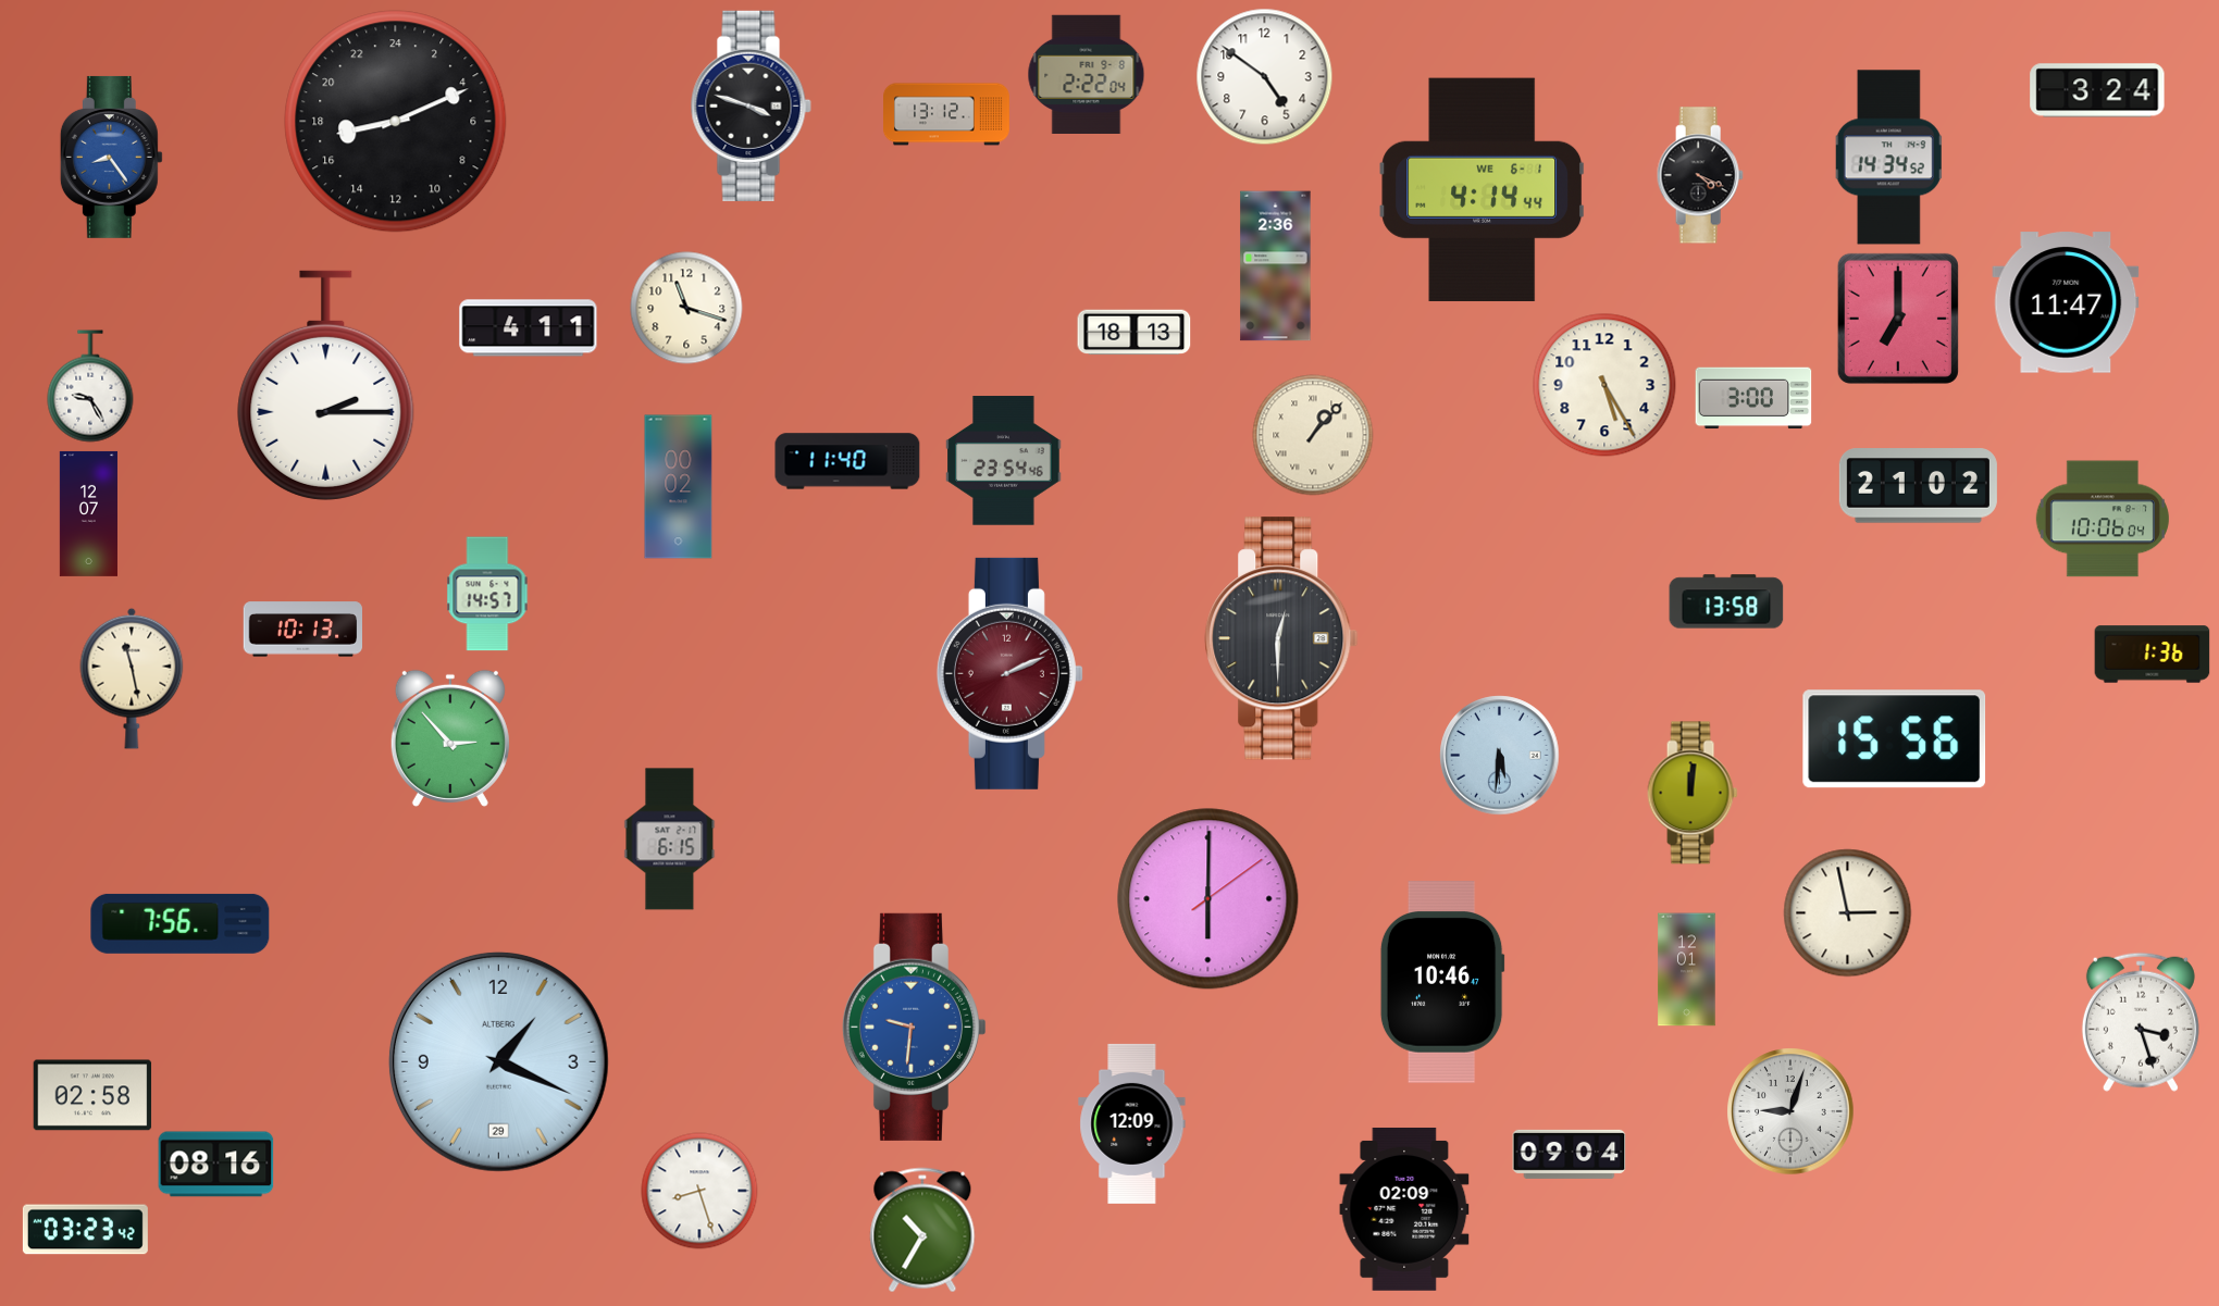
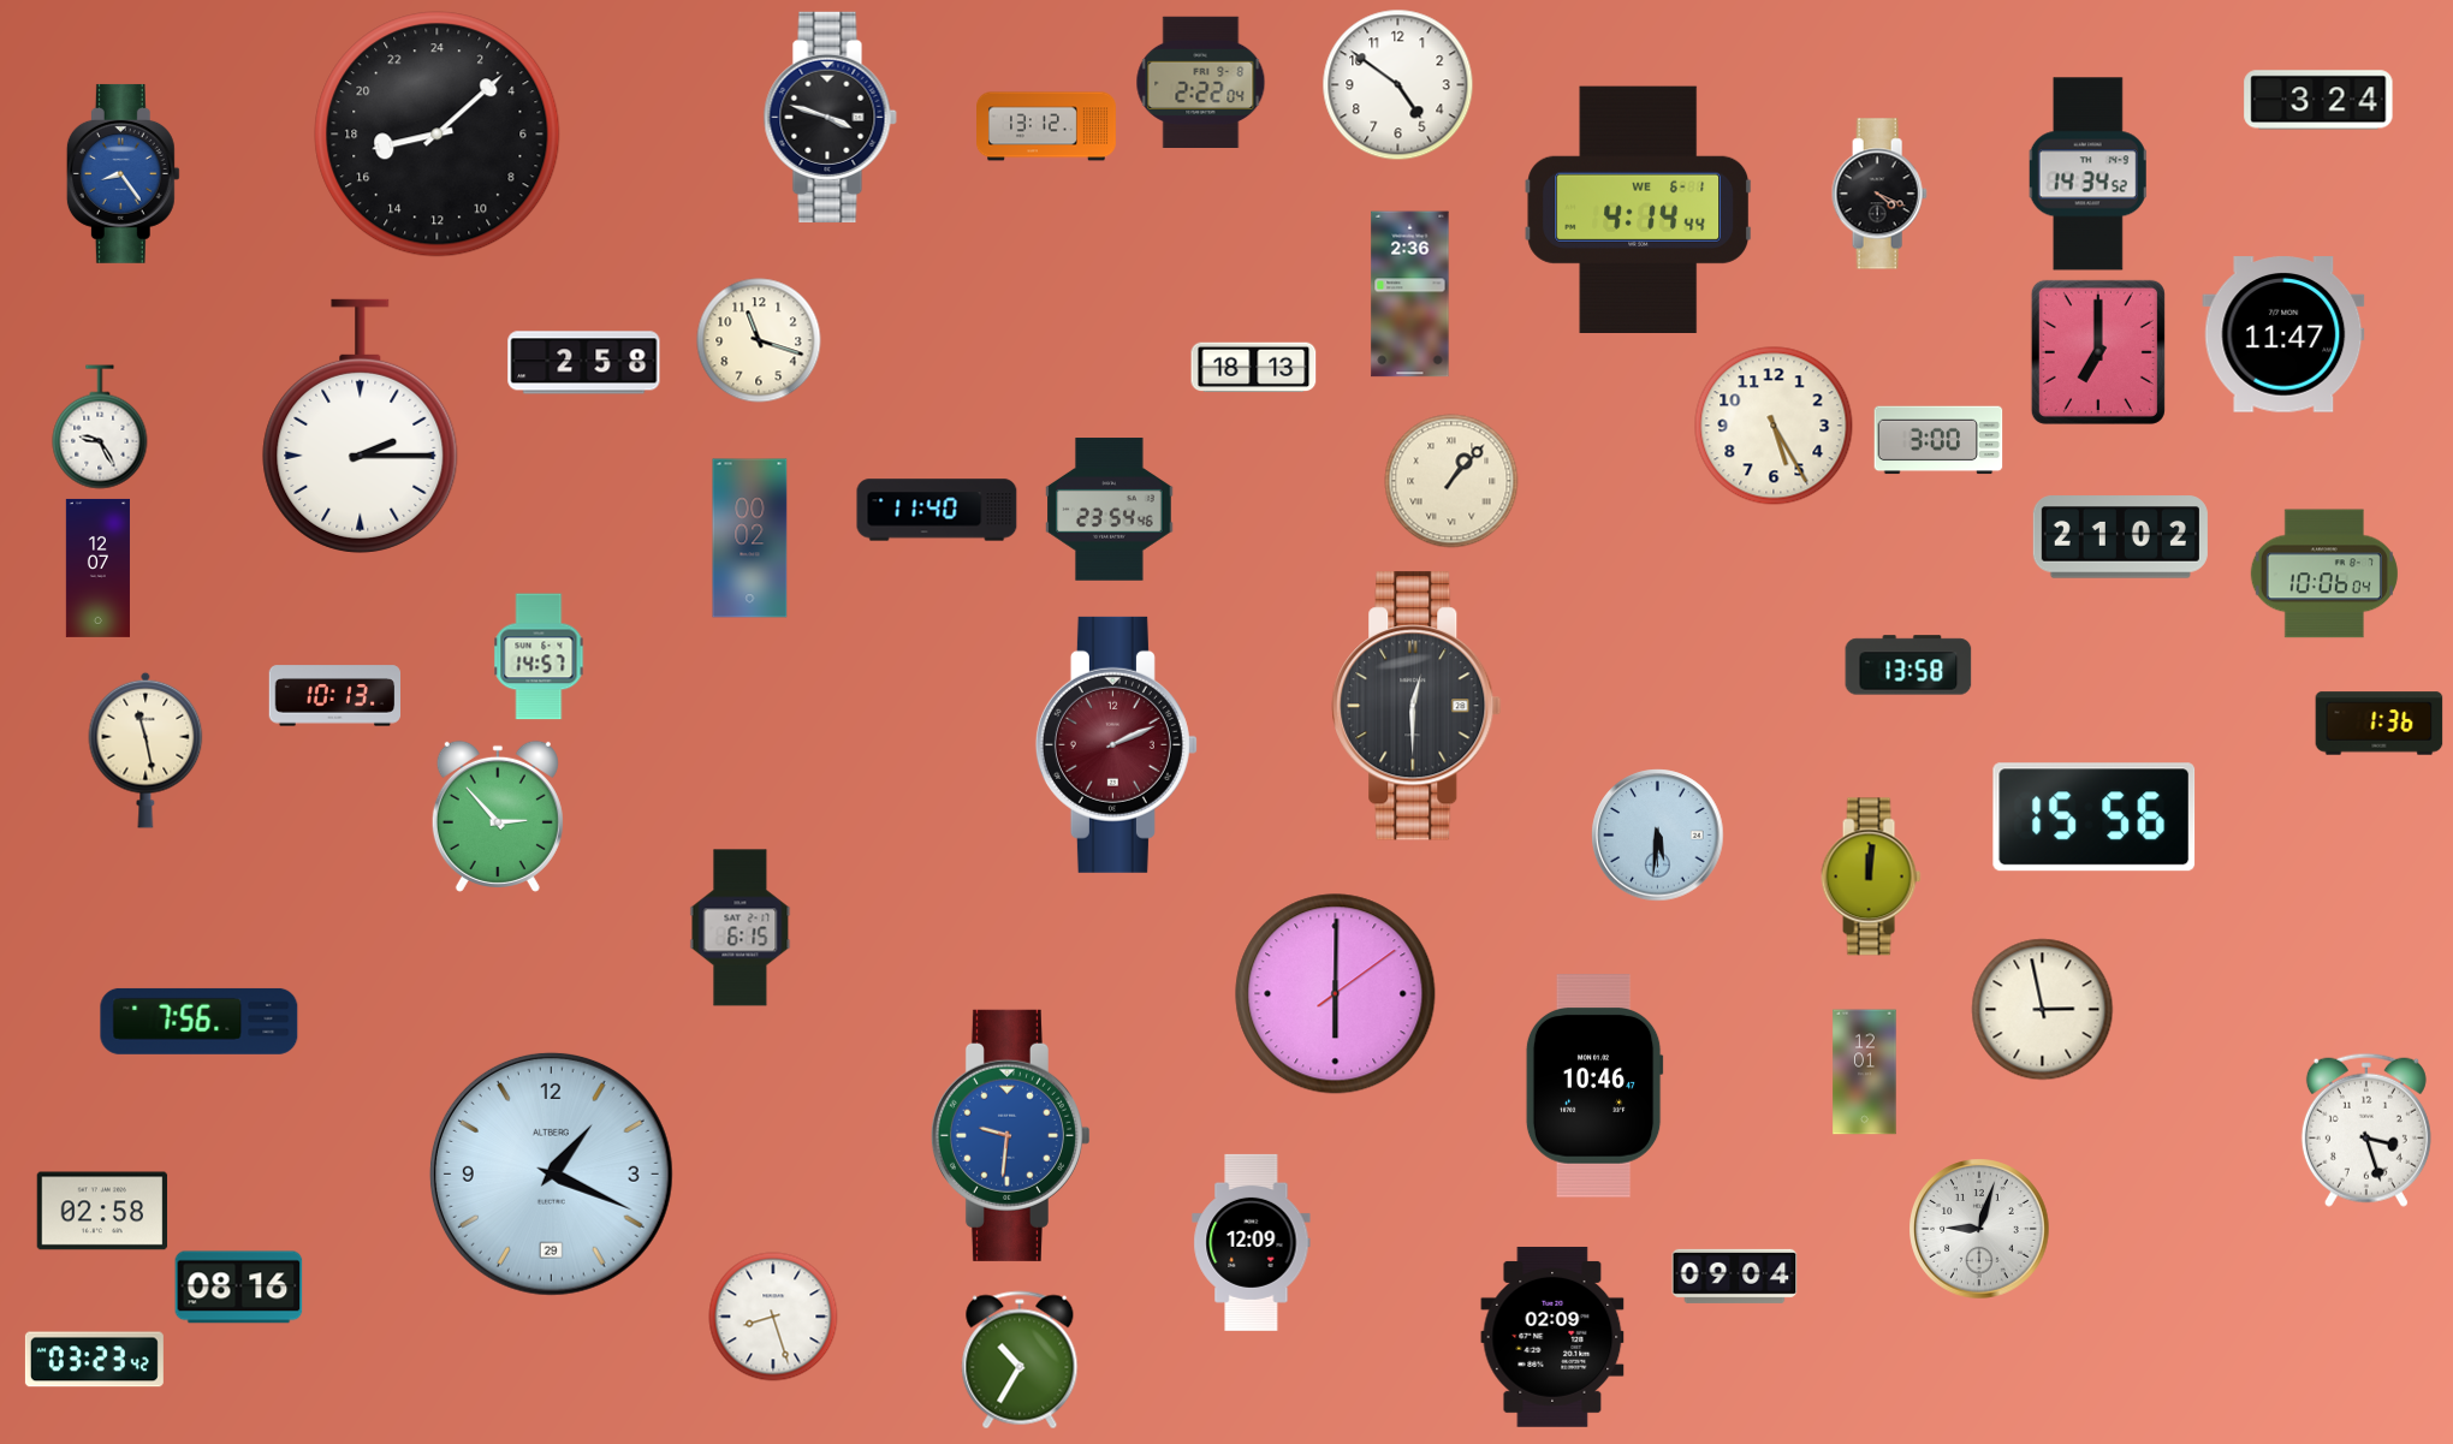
clock at (396, 122): 17:11 -> 17:08
clock at (529, 328): 4:11 -> 2:58
